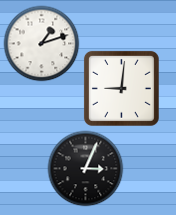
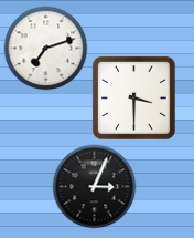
clock at (42, 44): 1:12 -> 7:12
clock at (121, 88): 9:01 -> 3:30
